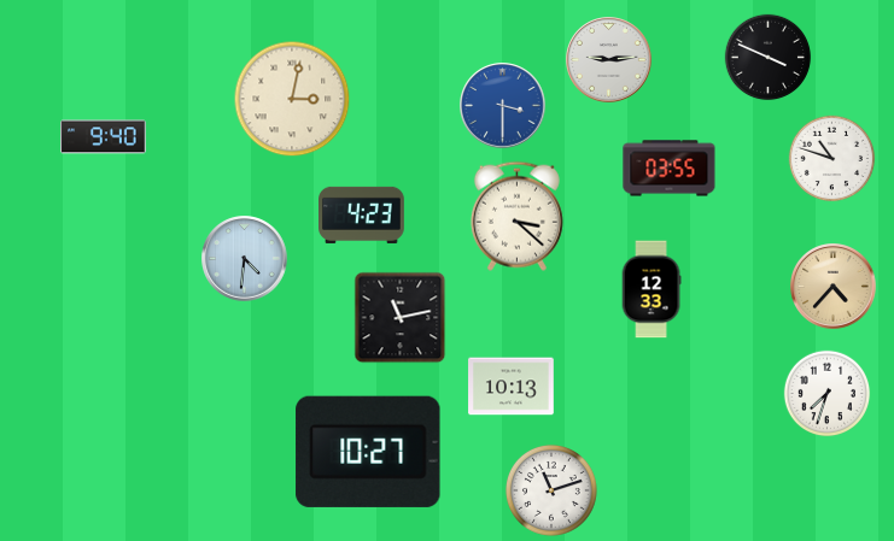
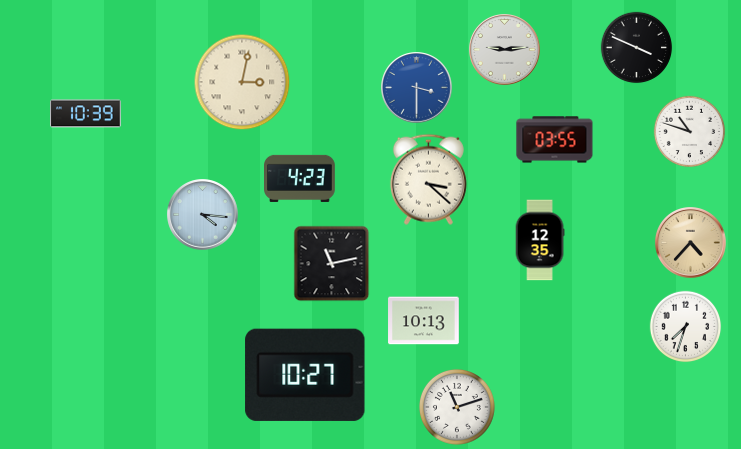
clock at (104, 137): 9:40 -> 10:39
clock at (245, 259): 4:31 -> 4:16
clock at (834, 287) position: (834, 287) -> (691, 243)
clock at (651, 289): 12:33 -> 12:35
